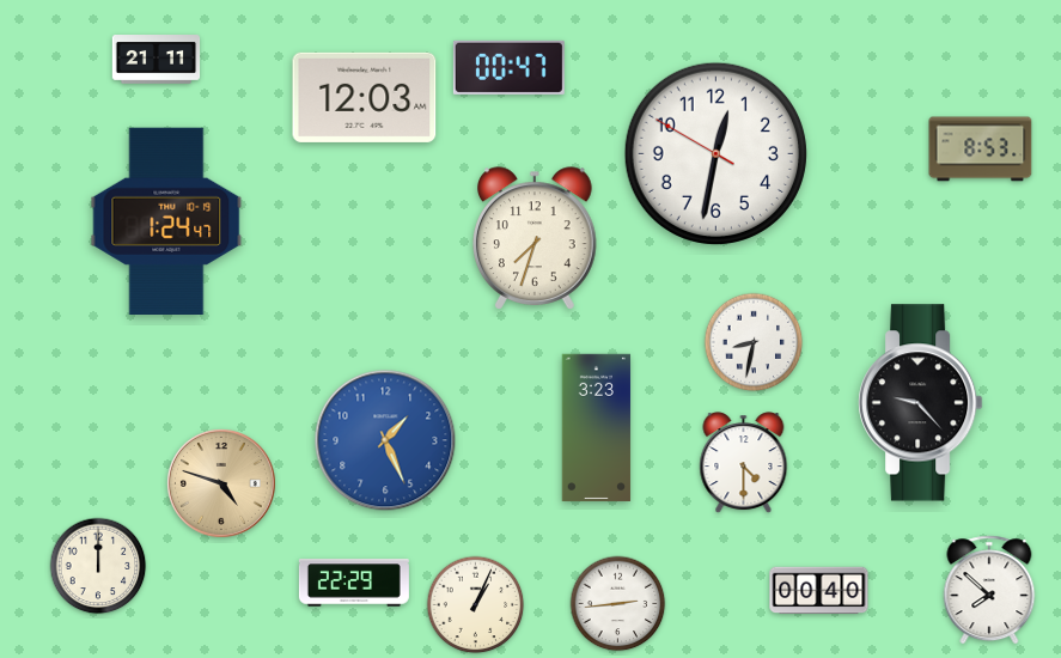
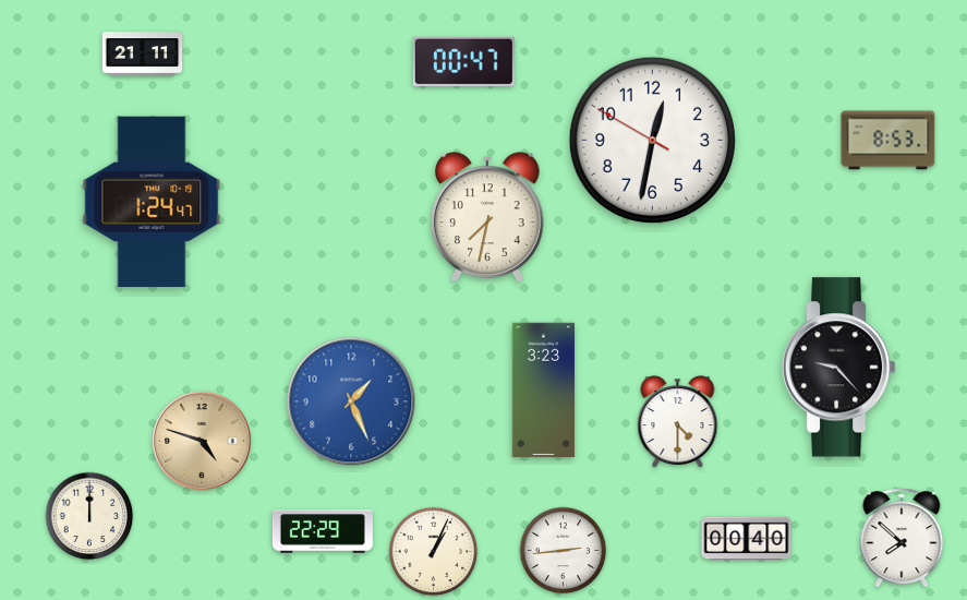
clock at (365, 97): 12:03 -> none
clock at (981, 150) position: (981, 150) -> (889, 141)
clock at (536, 238): 7:33 -> 7:32
clock at (754, 342): 8:32 -> none
